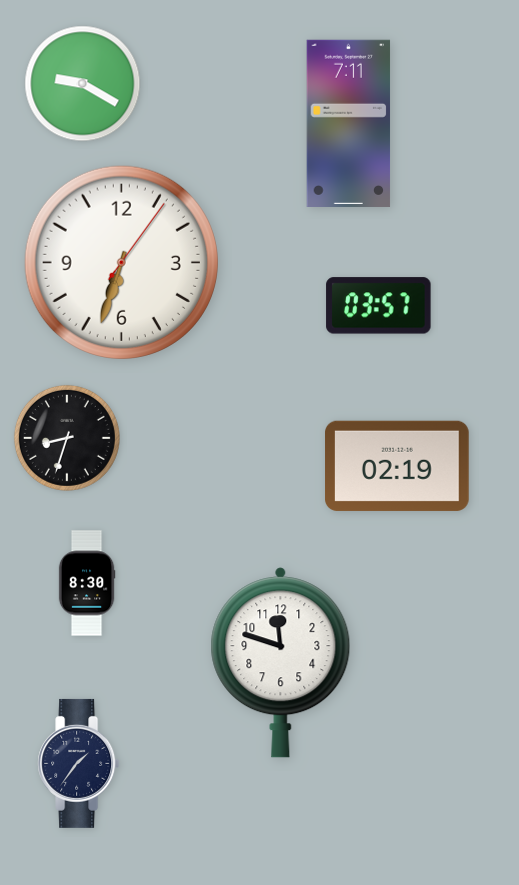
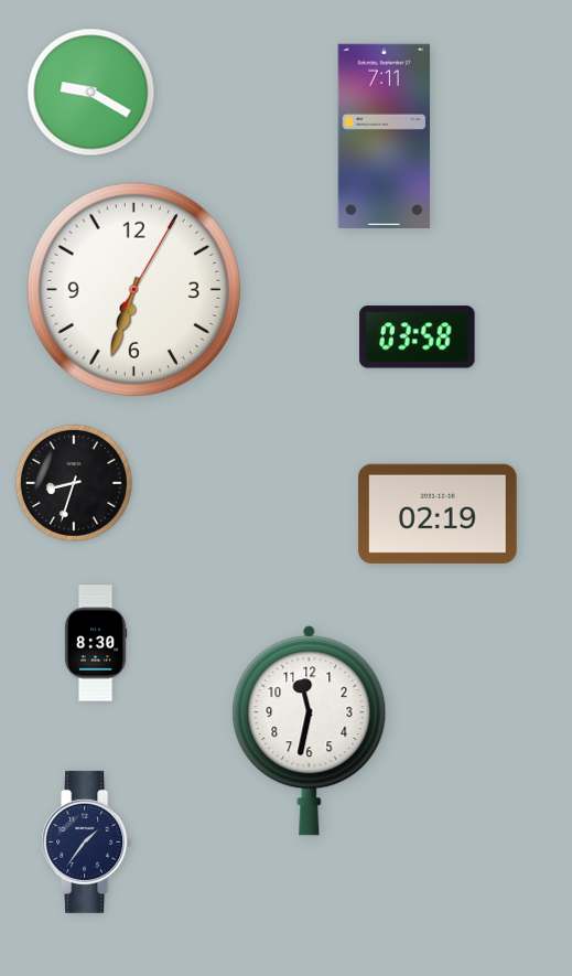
clock at (121, 262): 6:33:06 -> 6:33:05
clock at (379, 306): 03:57 -> 03:58
clock at (281, 663): 11:48 -> 11:32
